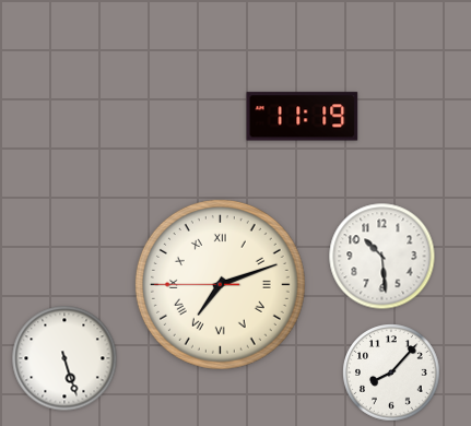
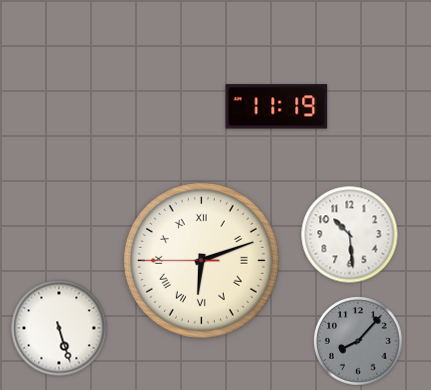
clock at (220, 284): 7:11 -> 6:11
clock at (391, 372) dial: white -> grey
